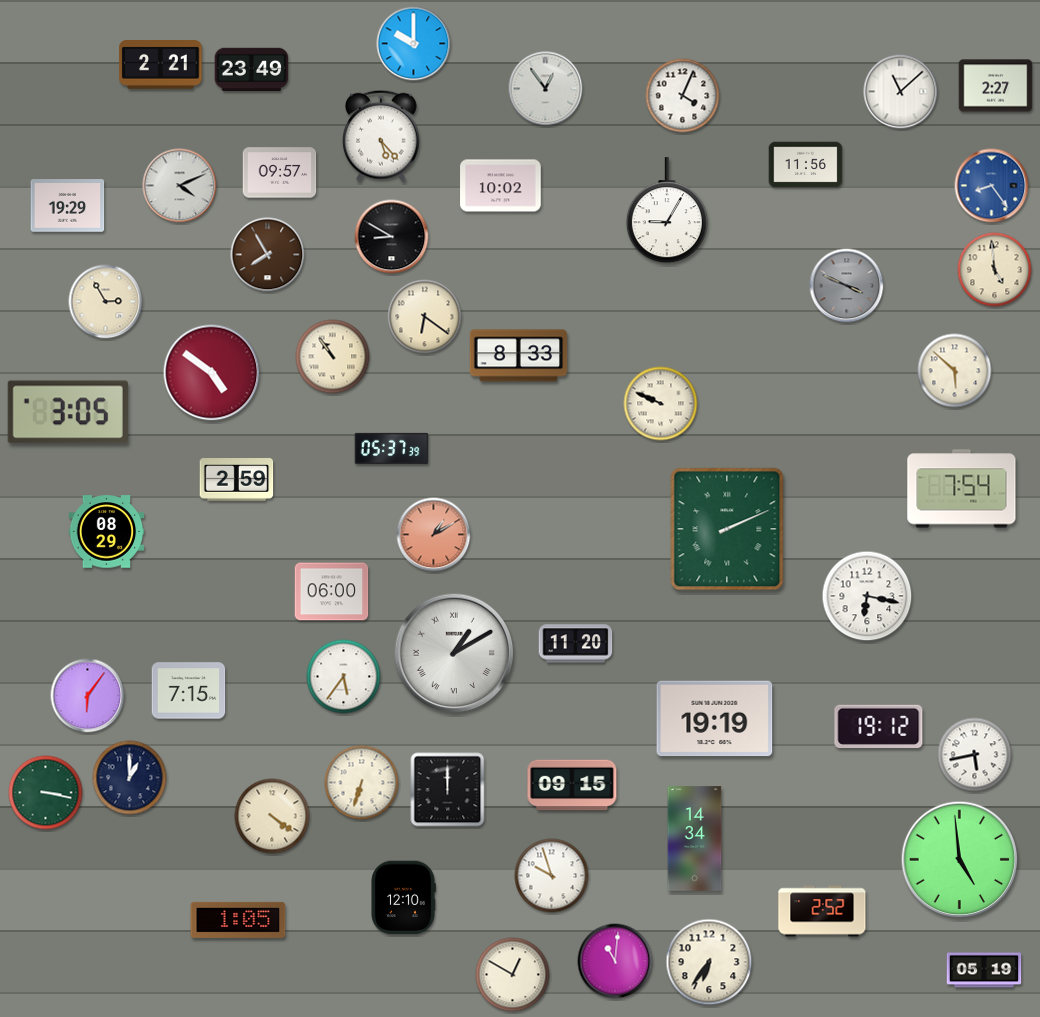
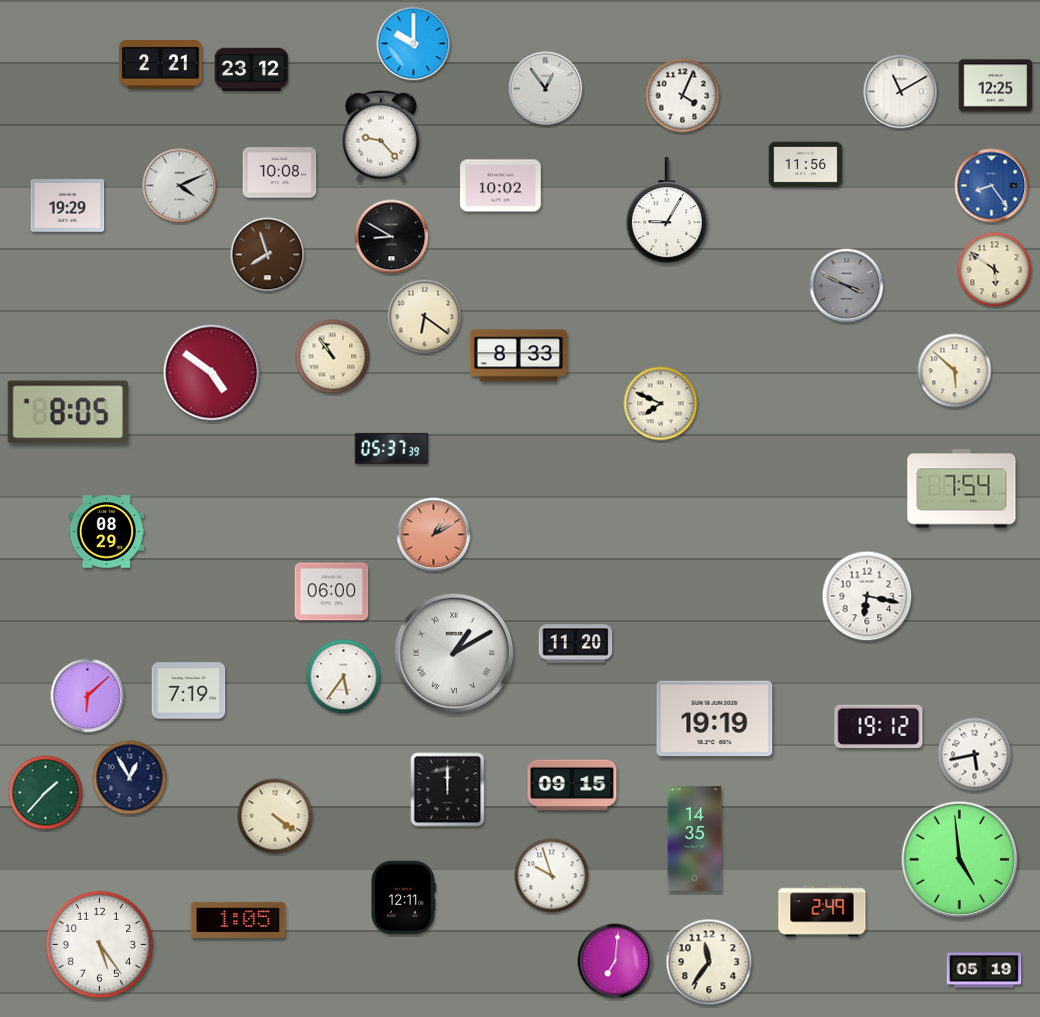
clock at (252, 69): 23:49 -> 23:12
clock at (996, 86): 2:27 -> 12:25
clock at (901, 92): 11:08 -> 11:10
clock at (382, 136): 5:23 -> 9:23
clock at (280, 173): 09:57 -> 10:08
clock at (268, 255): 7:55 -> 7:57
clock at (995, 270): 4:59 -> 5:51
clock at (106, 302): 2:55 -> none
clock at (661, 404): 9:49 -> 7:49
clock at (68, 412): 3:05 -> 8:05
clock at (237, 480): 2:59 -> none
clock at (727, 529): 2:11 -> none
clock at (189, 691): 7:15 -> 7:19
clock at (88, 696): 6:06 -> 6:08
clock at (130, 778): 1:00 -> 12:55
clock at (362, 783): 6:33 -> none
clock at (46, 793): 3:17 -> 1:37
clock at (272, 816) position: (272, 816) -> (275, 816)
clock at (695, 839): 14:34 -> 14:35
clock at (403, 898): 12:10 -> 12:11
clock at (822, 911): 2:52 -> 2:49
clock at (99, 944): none -> 5:24
clock at (615, 961): 11:01 -> 7:01
clock at (709, 962): 6:36 -> 11:36
clock at (513, 975): 12:50 -> none
